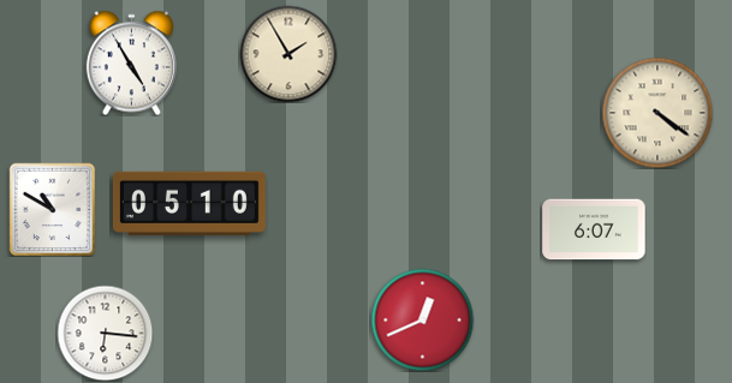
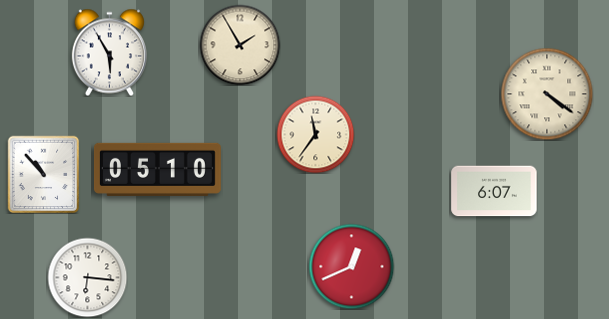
clock at (131, 62): 4:55 -> 5:55
clock at (315, 134): none -> 11:36
clock at (53, 209): 10:50 -> 10:53
